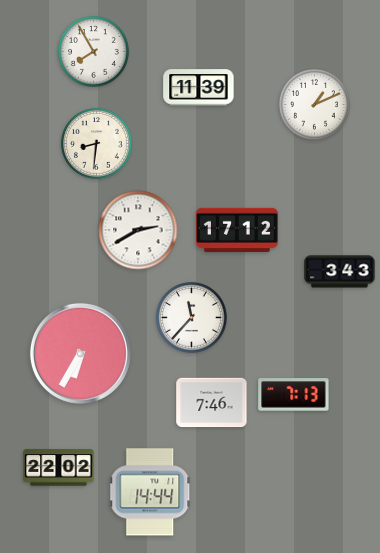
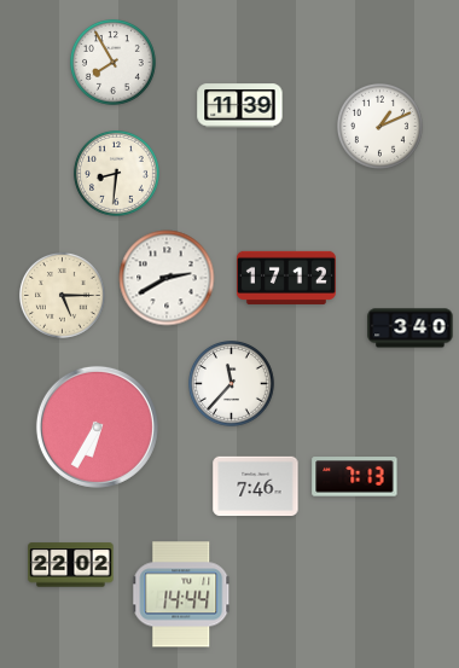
clock at (63, 296): none -> 5:15
clock at (340, 272): 3:43 -> 3:40
